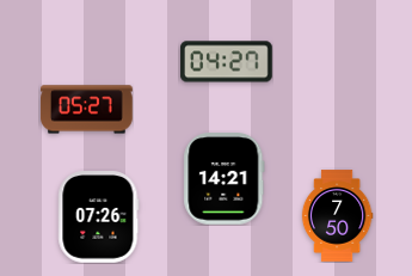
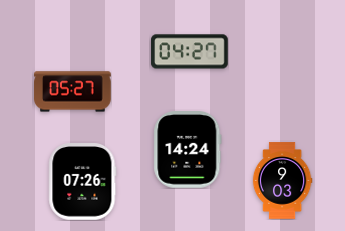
clock at (225, 179): 14:21 -> 14:24
clock at (337, 216): 7:50 -> 9:03
